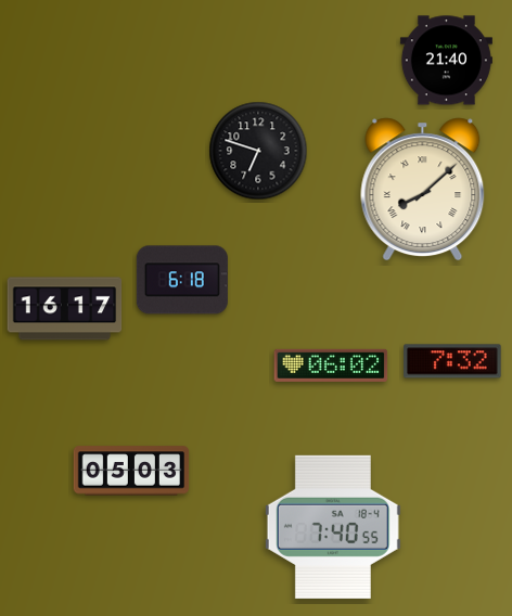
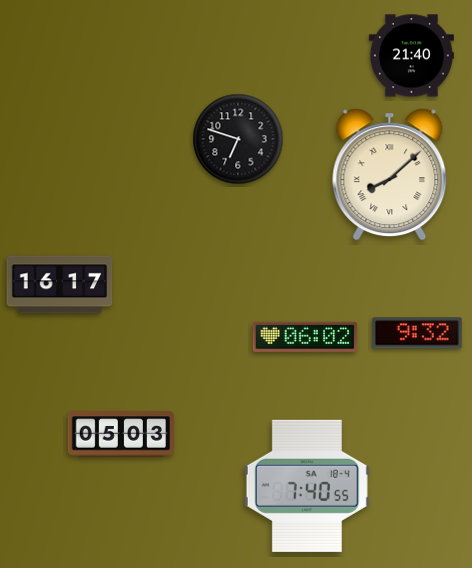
clock at (182, 280): 6:18 -> none
clock at (452, 361): 7:32 -> 9:32
